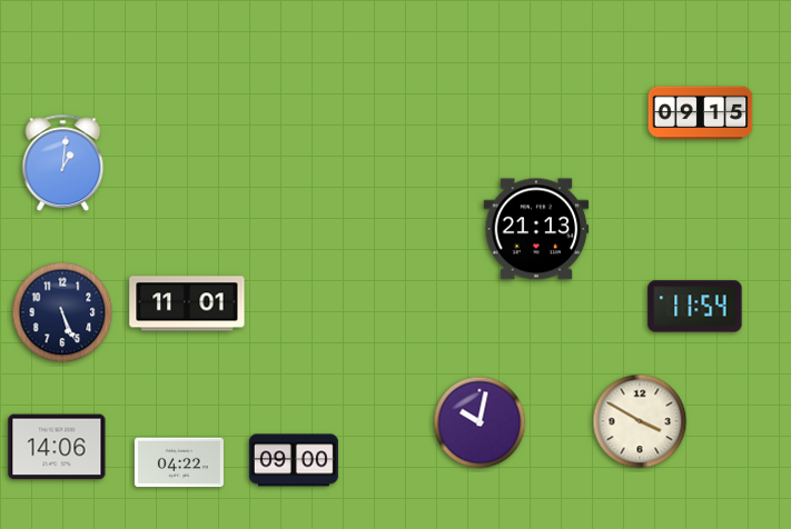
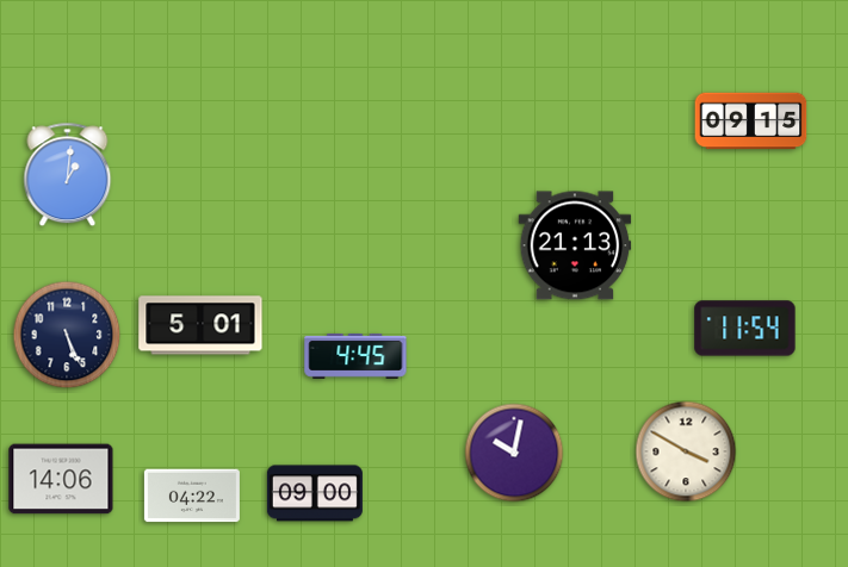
clock at (187, 303): 11:01 -> 5:01
clock at (355, 356): none -> 4:45
